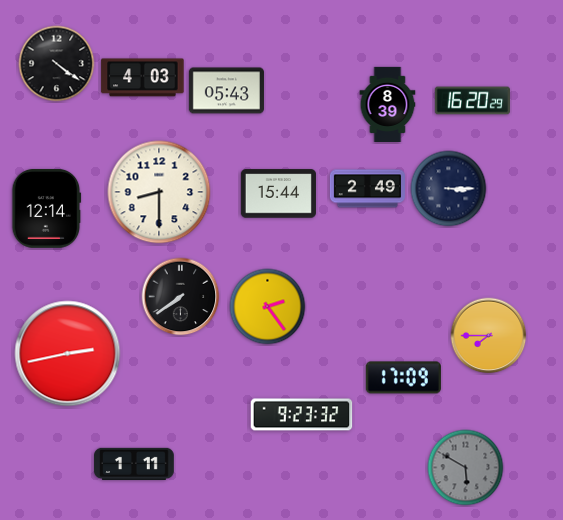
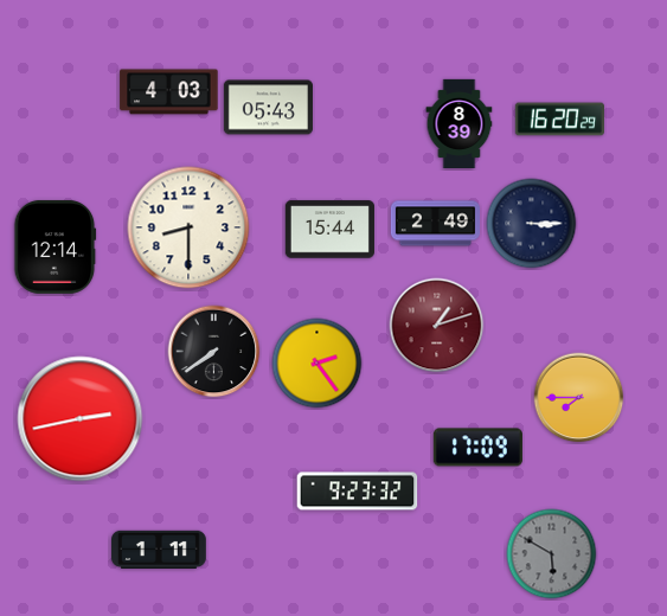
clock at (57, 64): 4:21 -> none
clock at (437, 326): none -> 1:12
